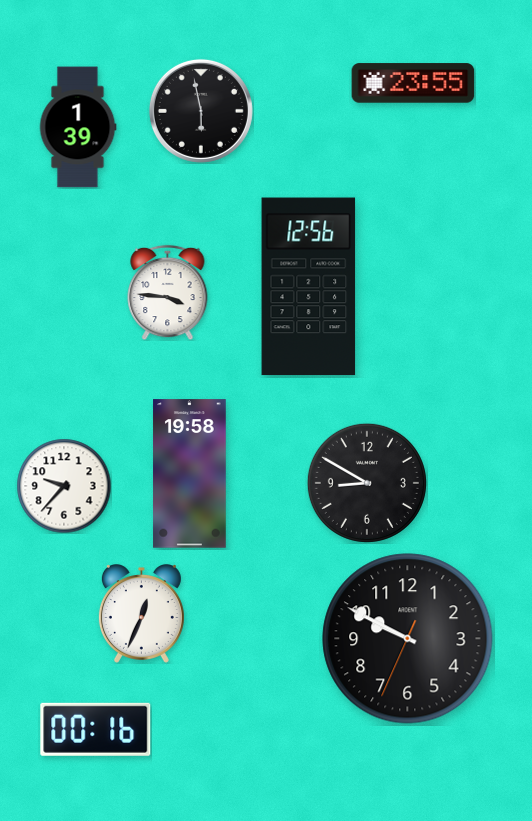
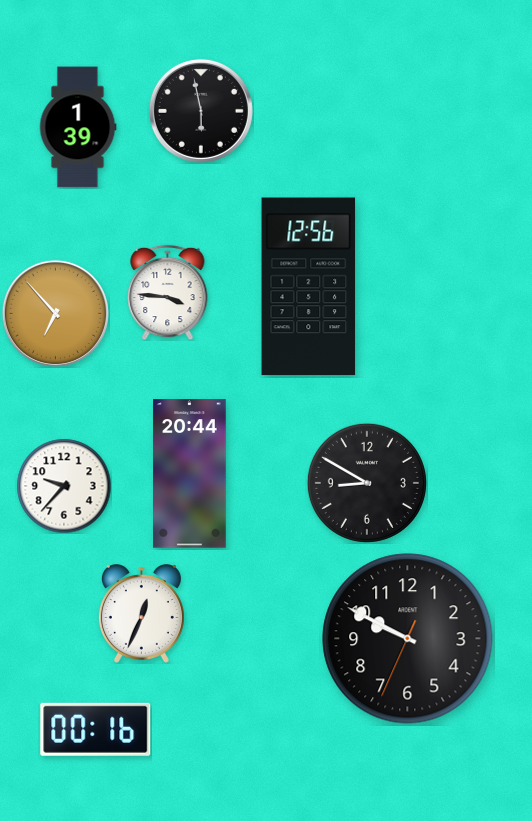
clock at (413, 83): 23:55 -> none
clock at (55, 313): none -> 6:53
clock at (190, 474): 19:58 -> 20:44
